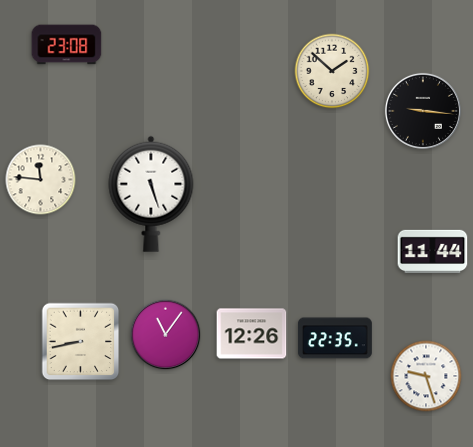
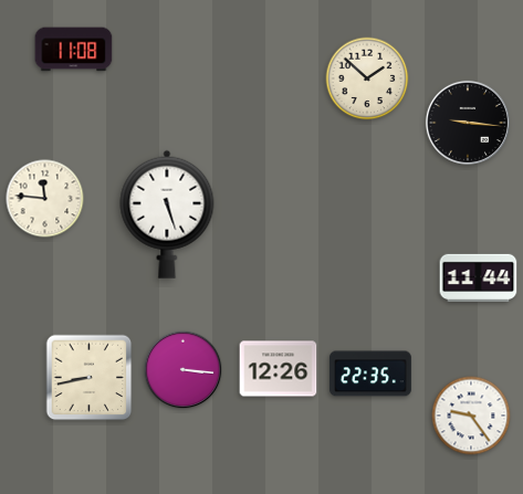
clock at (67, 45): 23:08 -> 11:08
clock at (166, 335): 11:06 -> 3:16
clock at (426, 376): 9:27 -> 9:24
